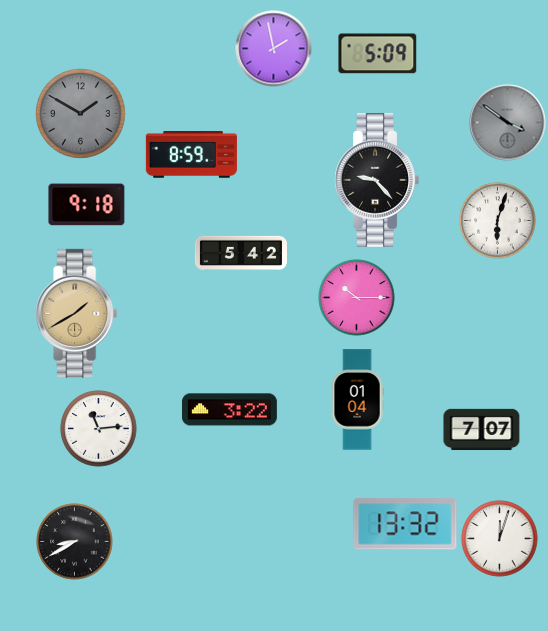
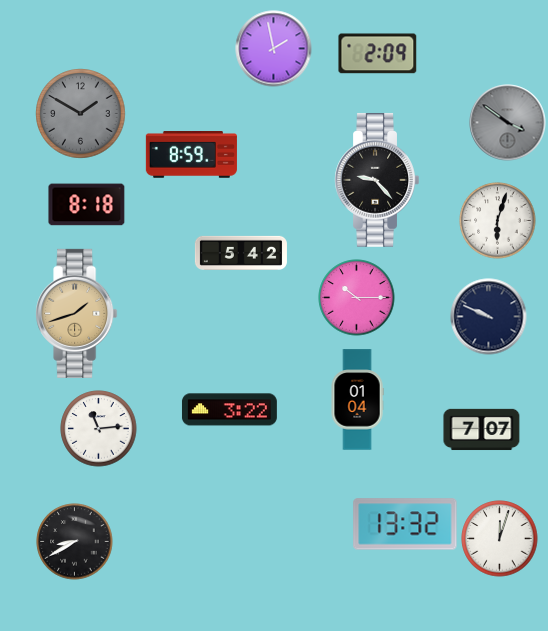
clock at (378, 54): 5:09 -> 2:09
clock at (87, 205): 9:18 -> 8:18
clock at (77, 313): 1:40 -> 1:42
clock at (489, 317): none -> 9:49
